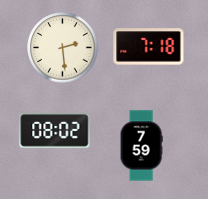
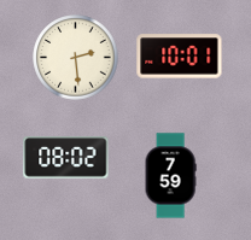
clock at (149, 47): 7:18 -> 10:01
